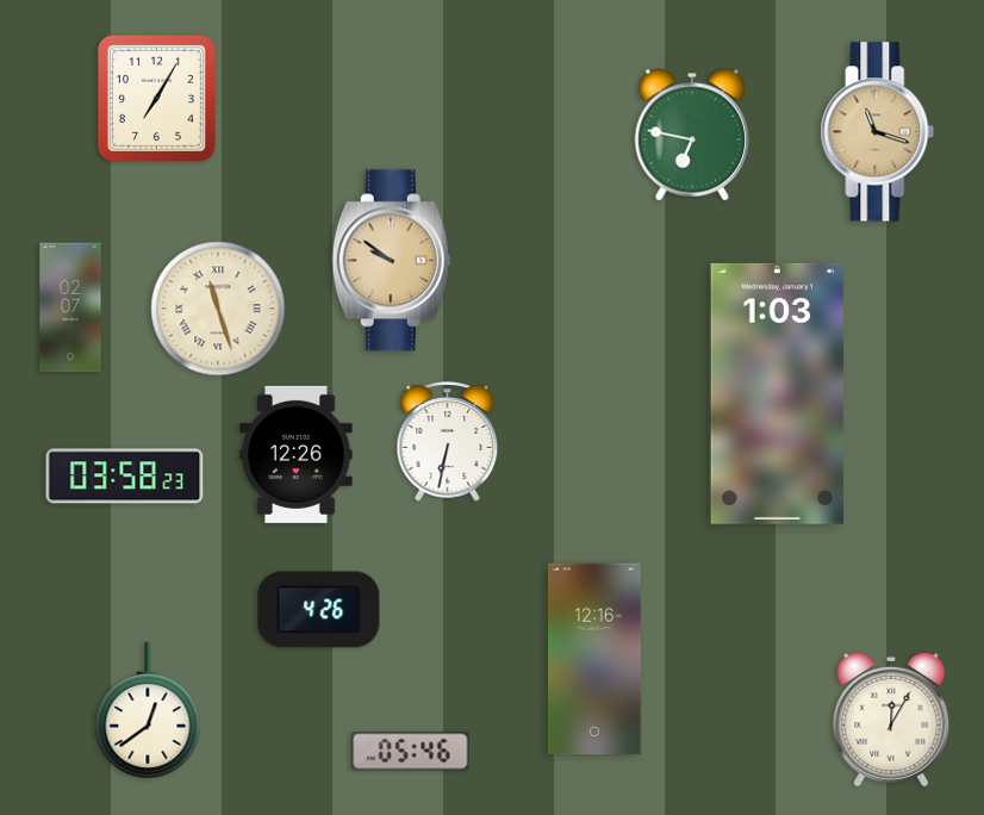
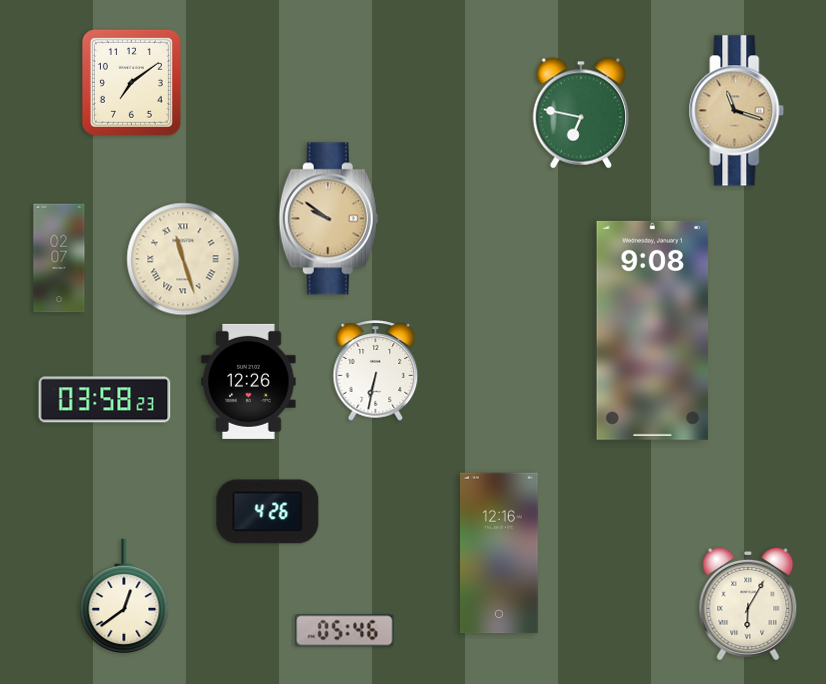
clock at (156, 98): 7:05 -> 7:09
clock at (778, 393): 1:03 -> 9:08
clock at (891, 720): 12:05 -> 6:05
